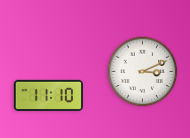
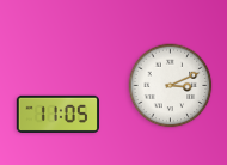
clock at (48, 95): 11:10 -> 11:05
